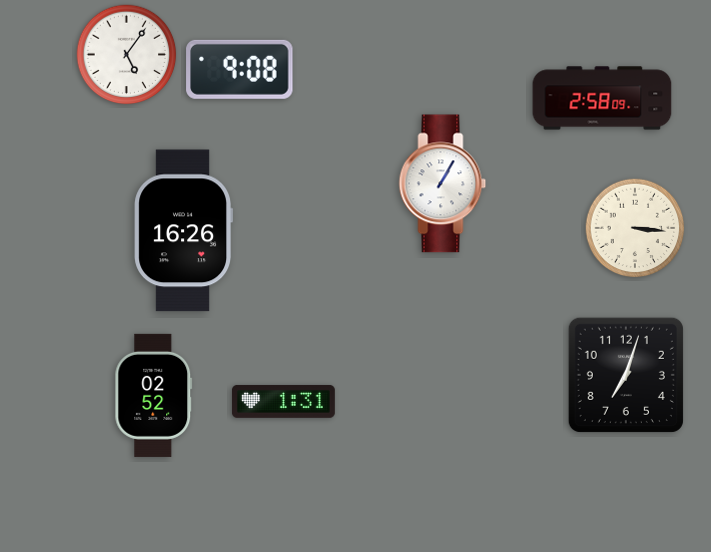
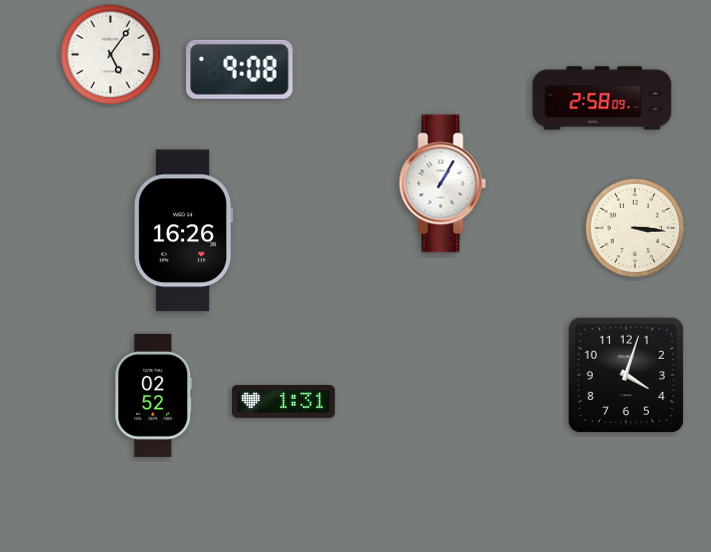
clock at (127, 55) position: (127, 55) -> (111, 55)
clock at (626, 375): 7:03 -> 4:03
